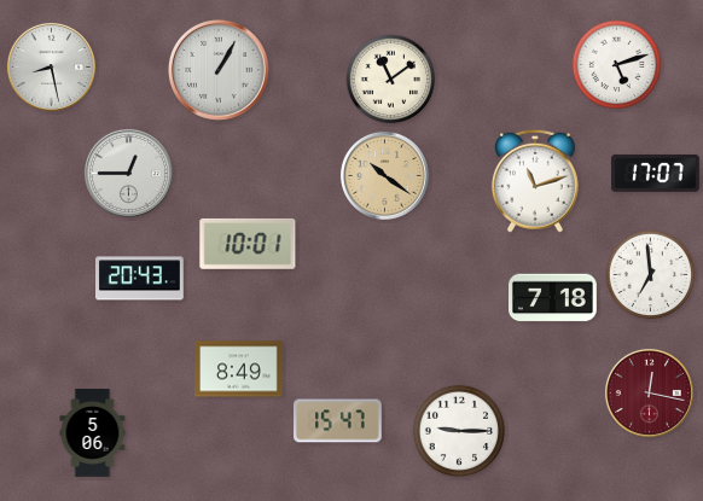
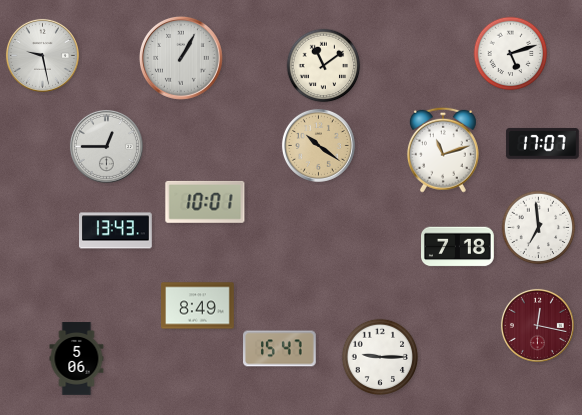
clock at (51, 66): 8:28 -> 9:28
clock at (128, 173) position: (128, 173) -> (106, 146)
clock at (140, 279): 20:43 -> 13:43
